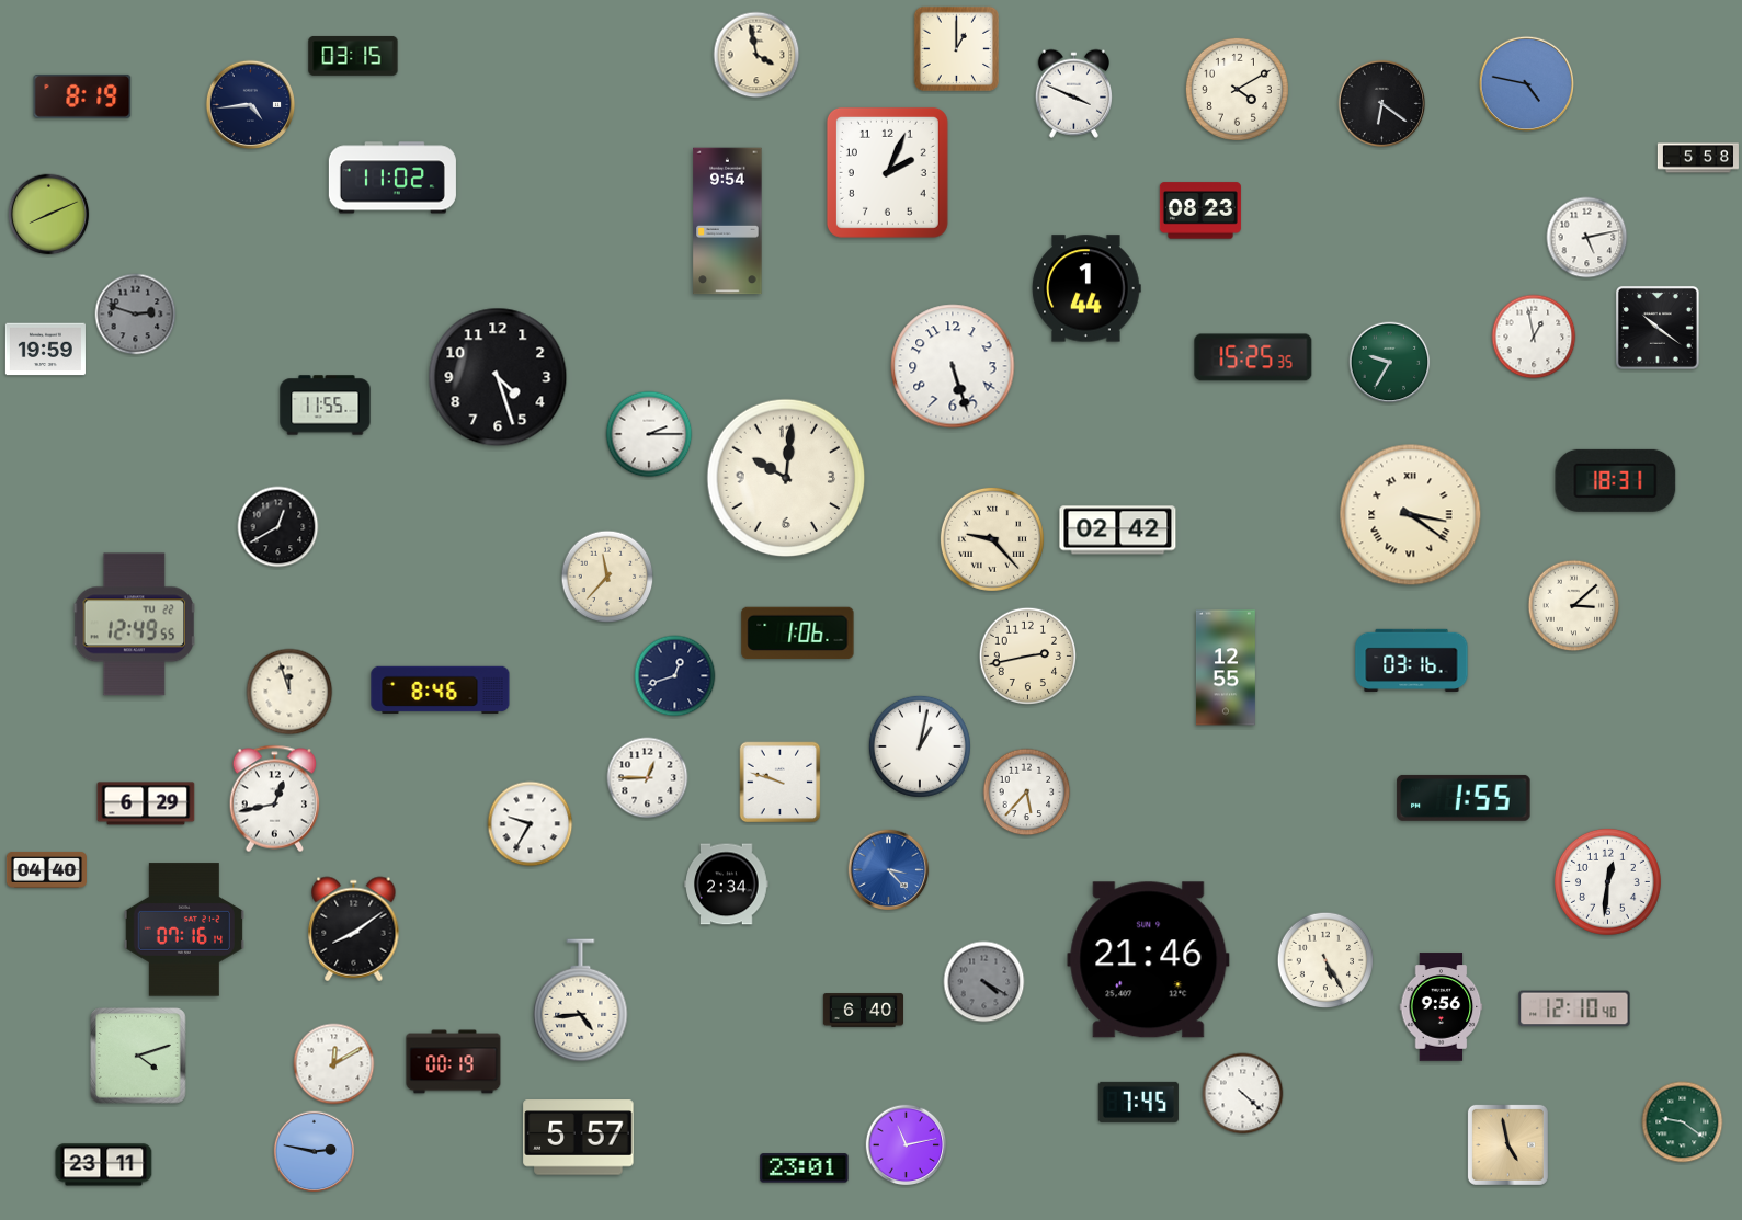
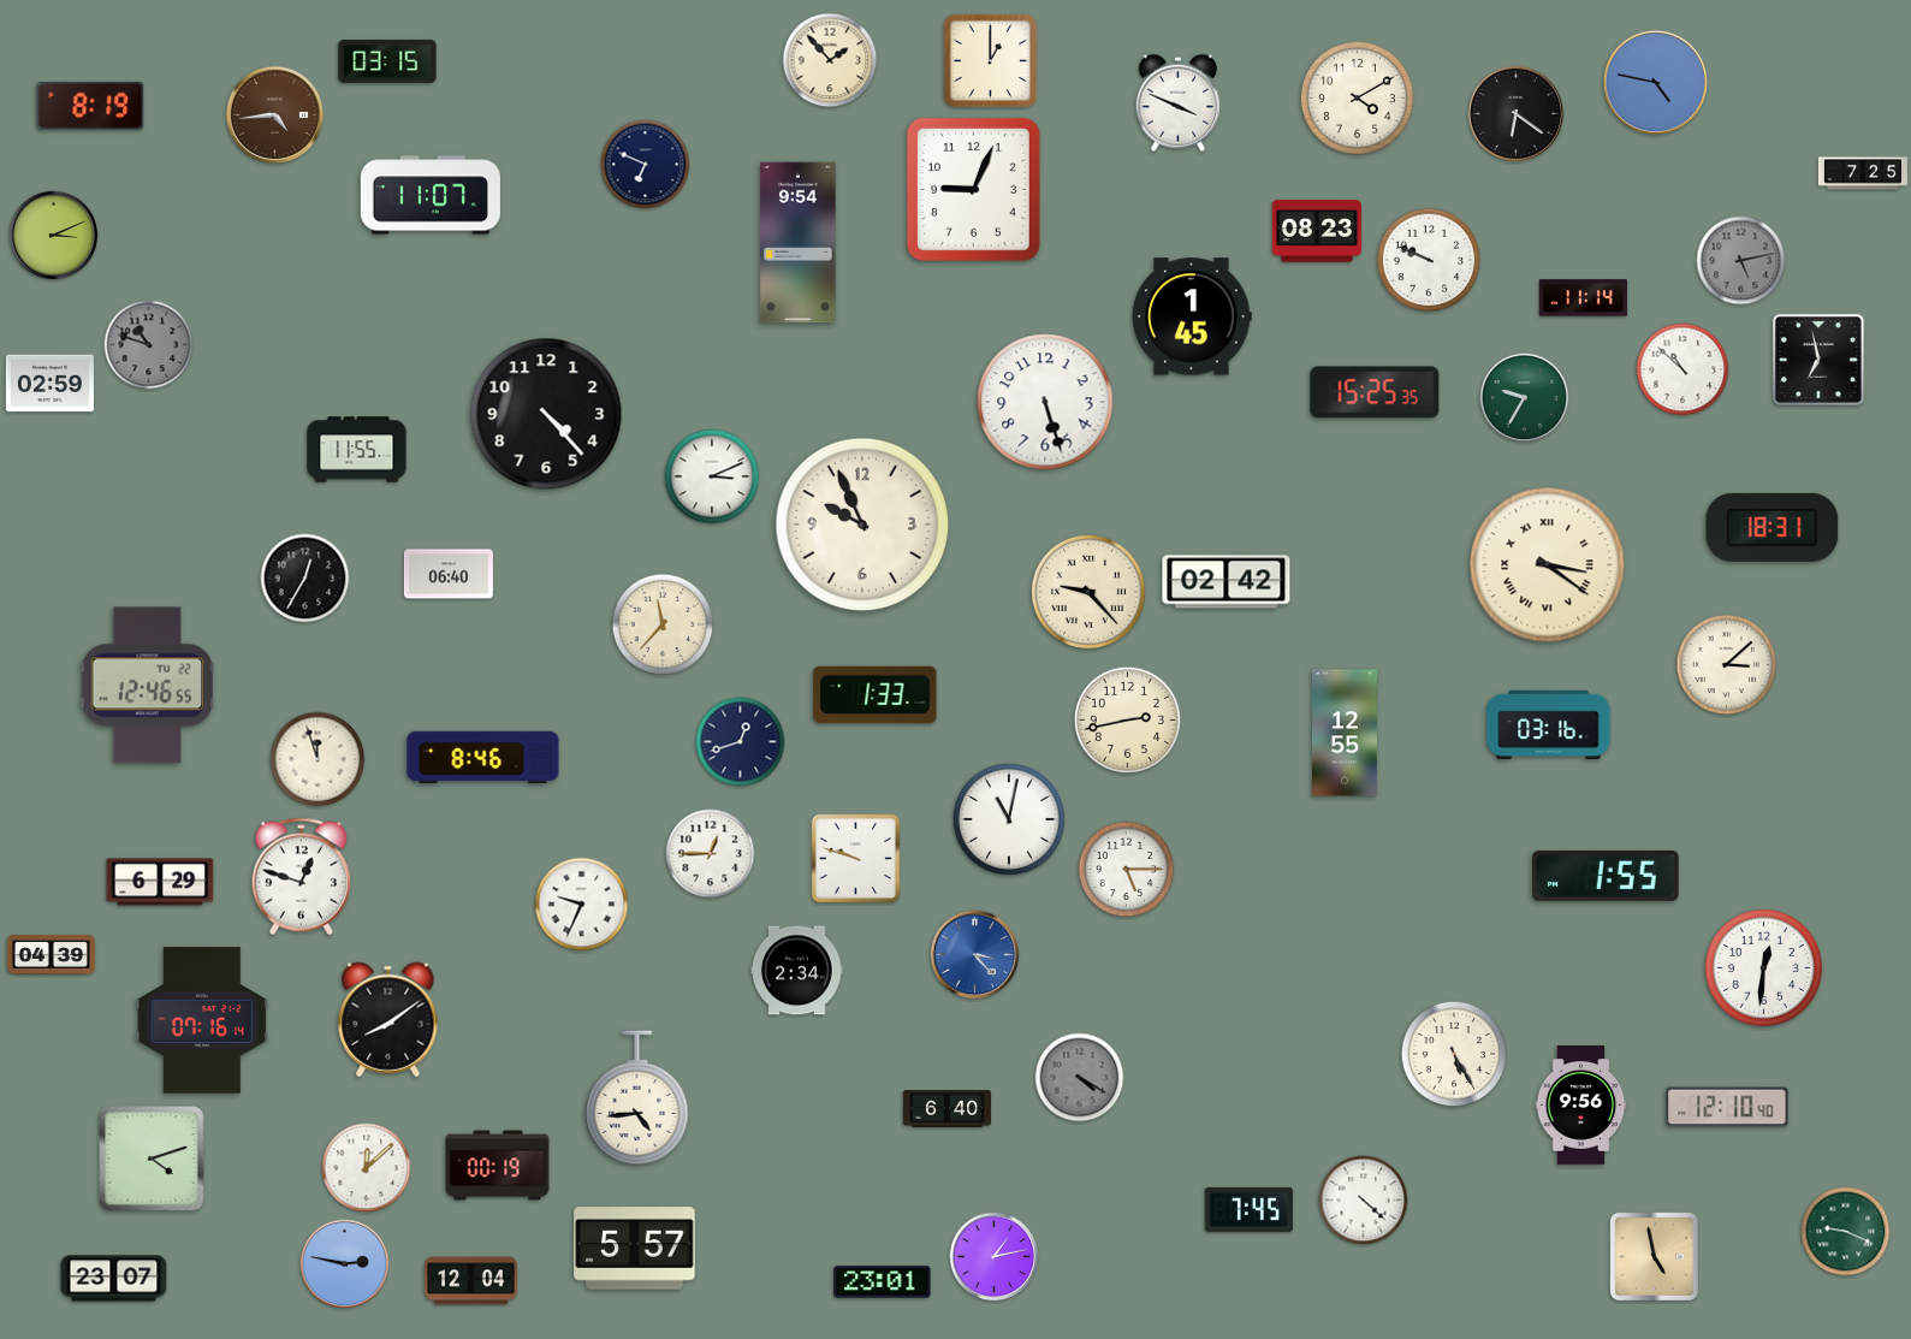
clock at (957, 49) position: (957, 49) -> (991, 61)
clock at (756, 55): 3:58 -> 1:53
clock at (1526, 83) position: (1526, 83) -> (1655, 82)
clock at (251, 105) dial: navy -> brown
clock at (646, 165): none -> 6:49
clock at (1698, 158): 5:58 -> 7:25
clock at (887, 172): 2:04 -> 9:04
clock at (392, 178): 11:02 -> 11:07
clock at (49, 215): 8:11 -> 3:11
clock at (1429, 260): none -> 9:49
clock at (1587, 238) dial: white -> grey
clock at (1583, 298): none -> 11:14
clock at (1086, 288): 1:44 -> 1:45
clock at (136, 315): 2:48 -> 10:48
clock at (1658, 328): 10:21 -> 6:58
clock at (1534, 337): 12:58 -> 10:52
clock at (45, 350): 19:59 -> 02:59
clock at (498, 377): 4:27 -> 4:23
clock at (326, 406) position: (326, 406) -> (357, 450)
clock at (649, 434): 2:15 -> 3:11
clock at (786, 478): 10:01 -> 9:56
clock at (449, 574): none -> 06:40
clock at (278, 527): 12:40 -> 12:35
clock at (607, 577) position: (607, 577) -> (663, 624)
clock at (135, 625): 12:49 -> 12:46
clock at (798, 634): 1:06 -> 1:33
clock at (920, 746): 1:02 -> 11:02
clock at (1027, 793): 5:37 -> 5:15
clock at (274, 799): 12:43 -> 12:48
clock at (531, 824): 9:35 -> 9:34
clock at (46, 870): 04:40 -> 04:39
clock at (1149, 960): 21:46 -> none
clock at (334, 1064): 12:10 -> 12:08
clock at (1683, 1122): 9:21 -> 9:19
clock at (907, 1145): 11:13 -> 1:13
clock at (104, 1165): 23:11 -> 23:07
clock at (471, 1281): none -> 12:04
